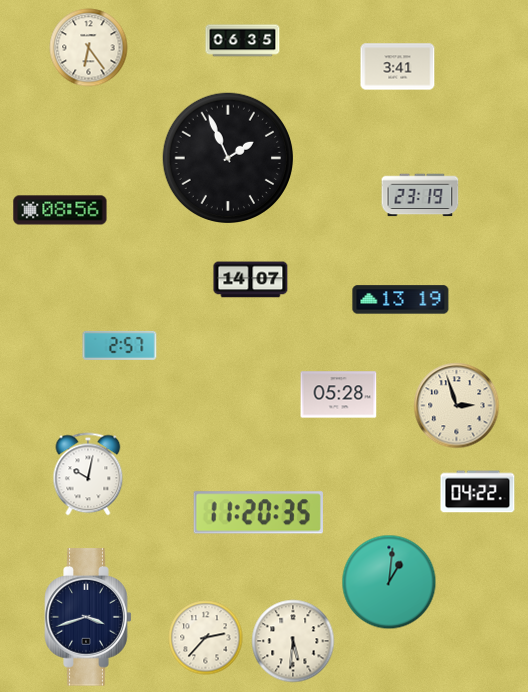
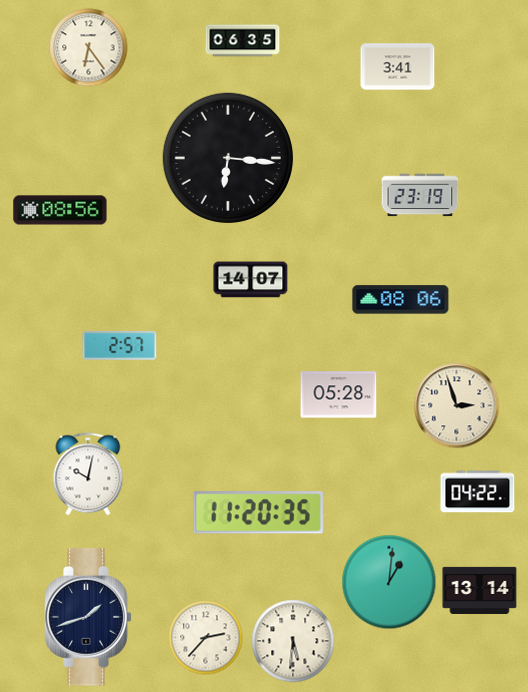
clock at (227, 157): 1:56 -> 6:16
clock at (401, 300): 13:19 -> 08:06
clock at (480, 590): none -> 13:14
clock at (88, 617): 3:42 -> 1:42
